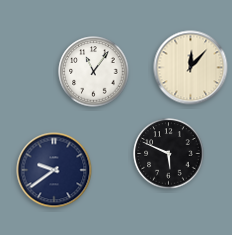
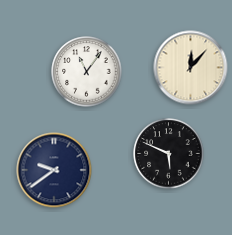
clock at (94, 72) position: (94, 72) -> (87, 72)
